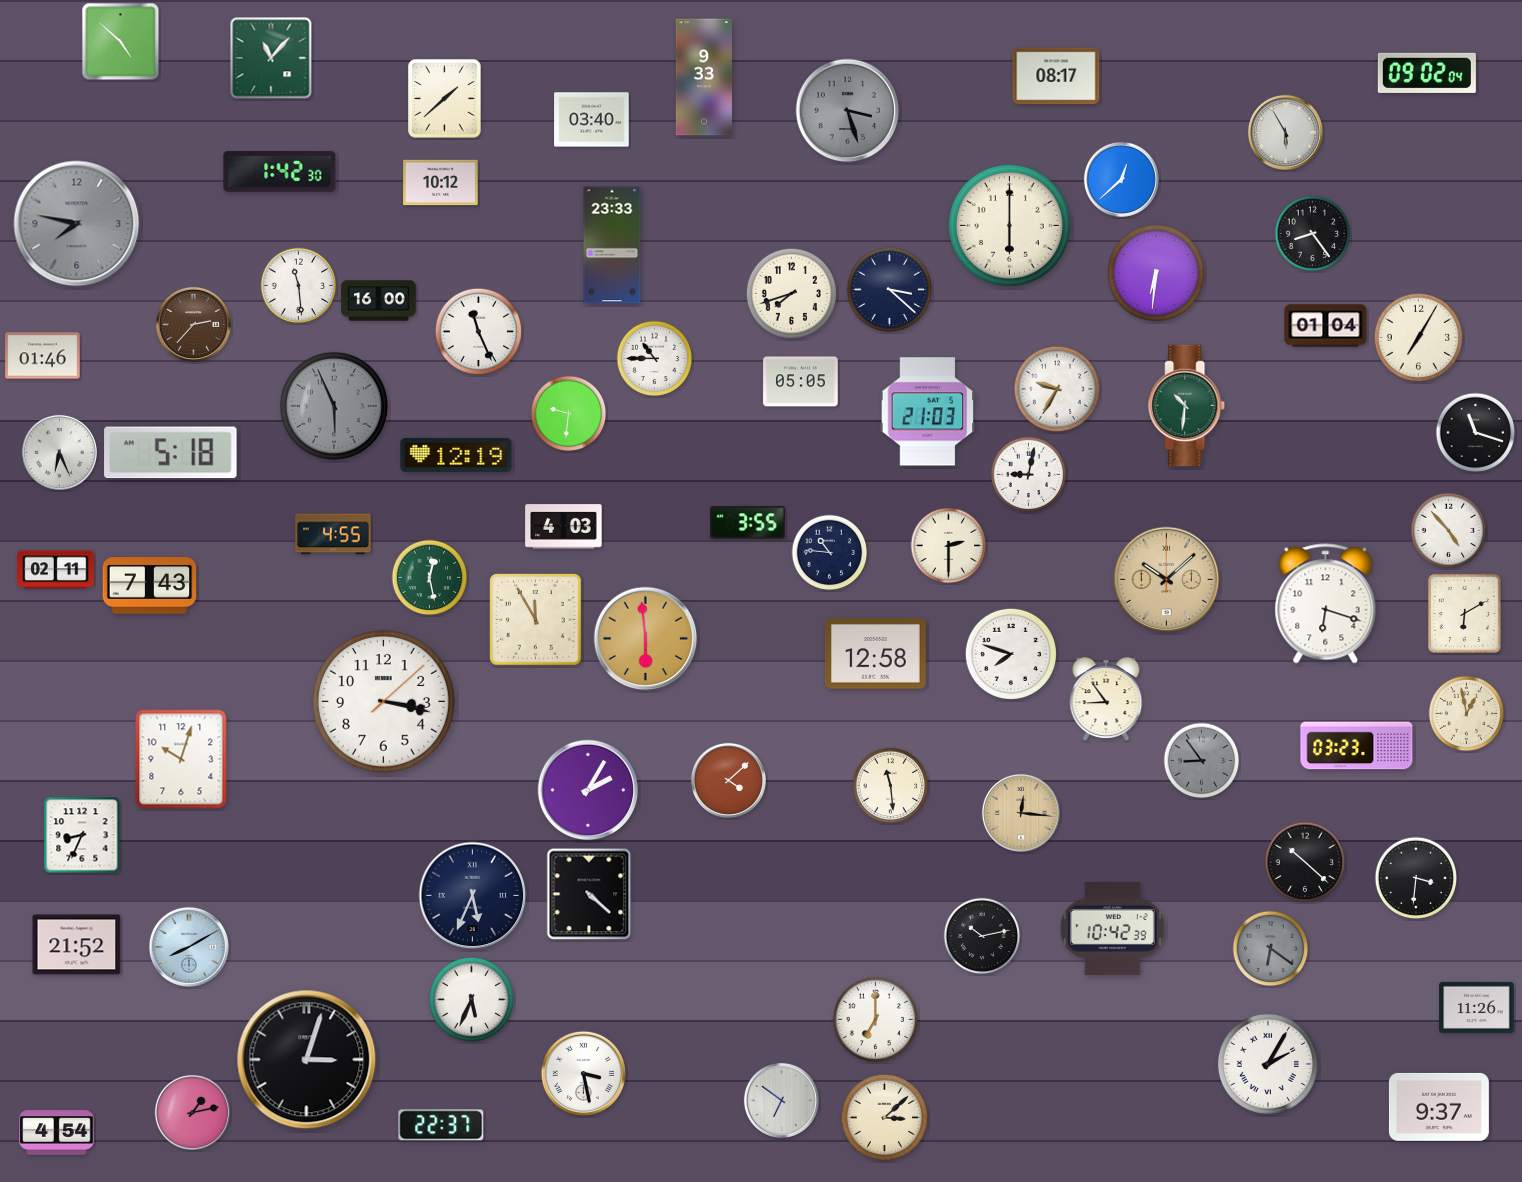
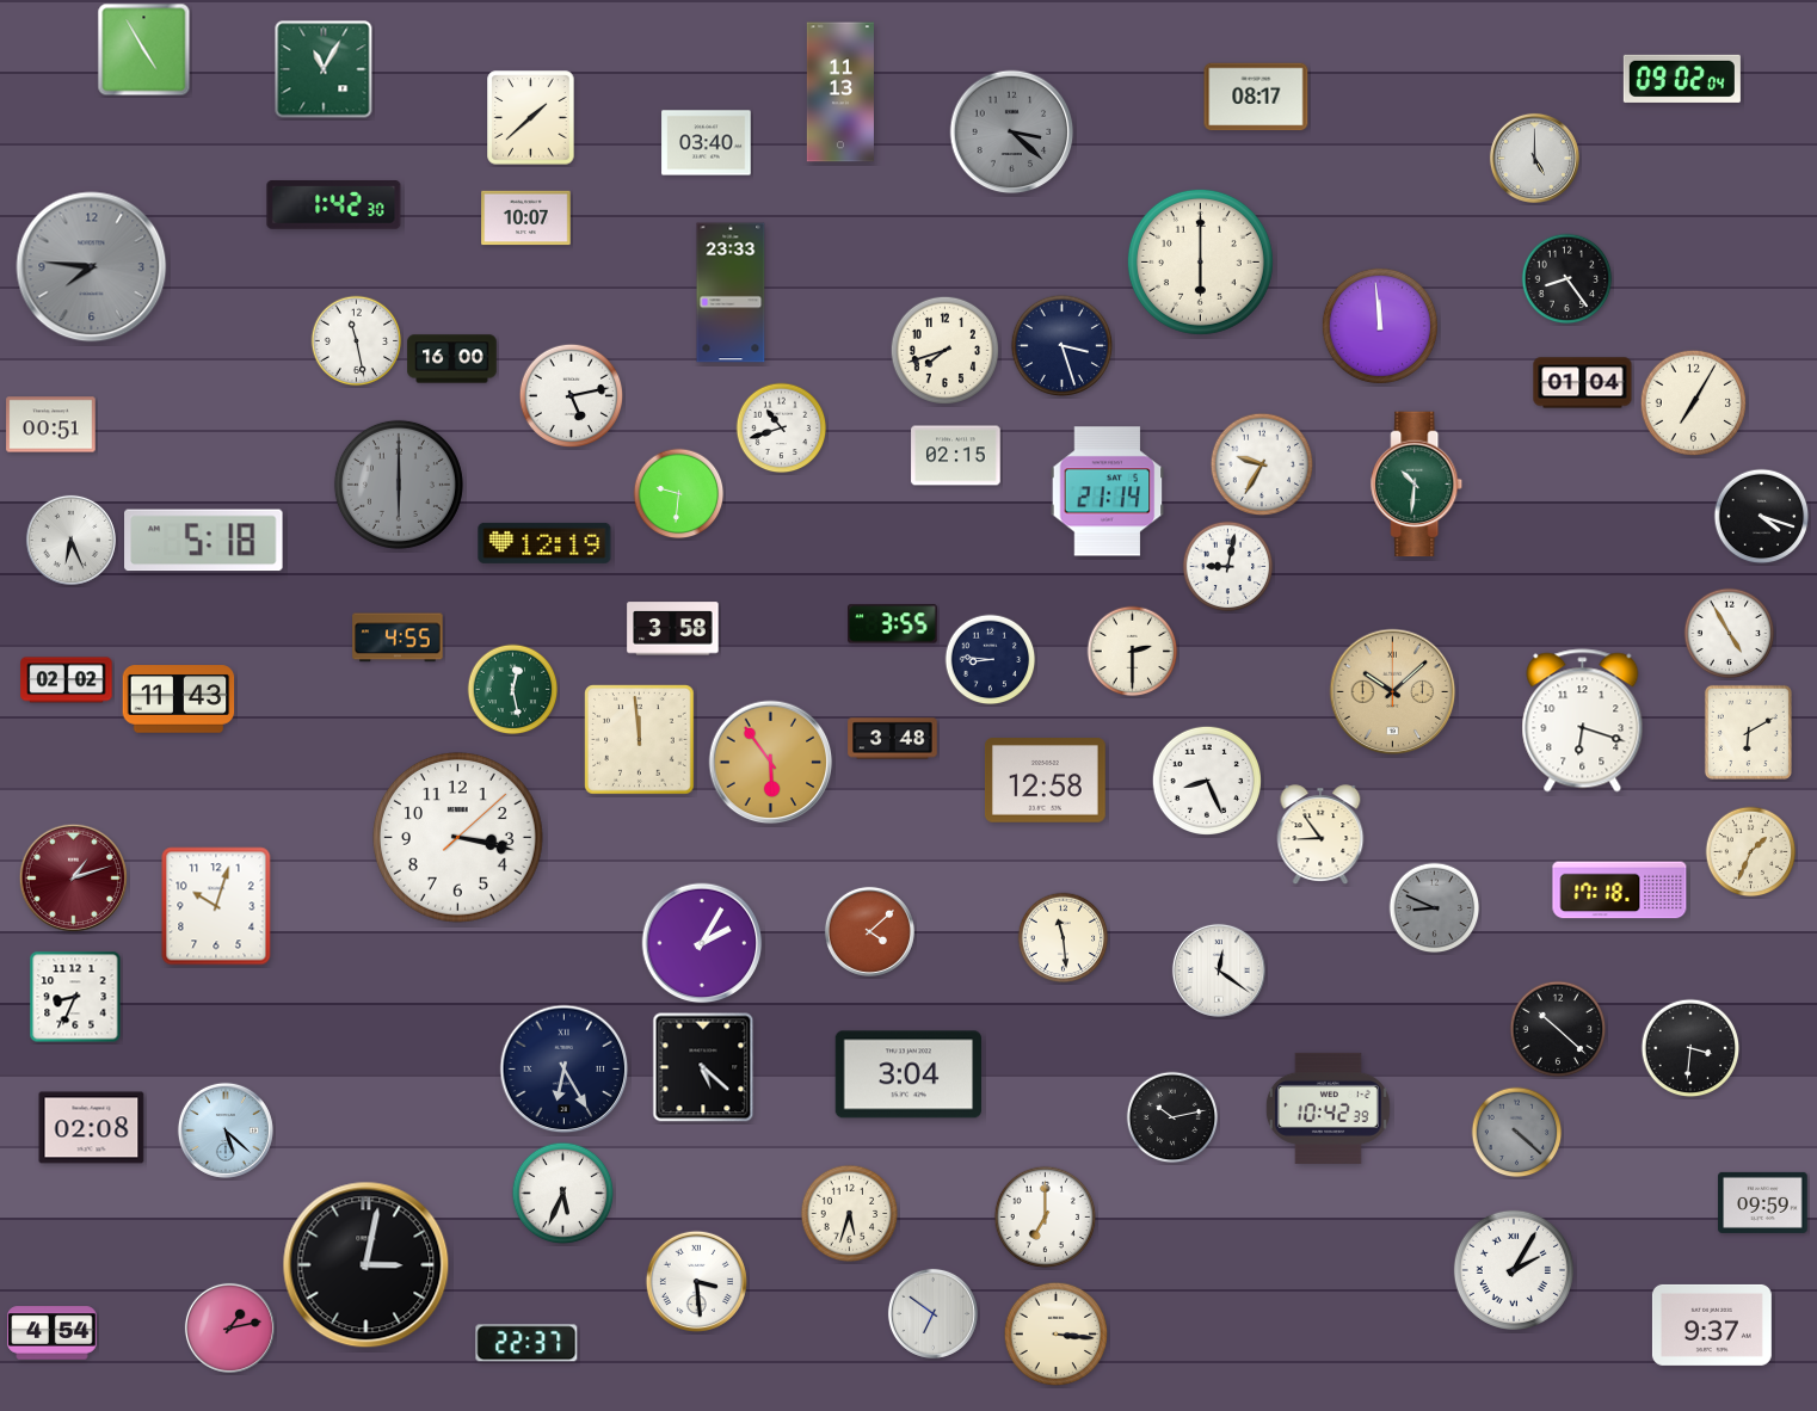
clock at (121, 42): 4:52 -> 4:55
clock at (271, 58): 11:07 -> 11:05
clock at (1427, 73) position: (1427, 73) -> (1682, 79)
clock at (1056, 76) position: (1056, 76) -> (1256, 97)
clock at (704, 77): 9:33 -> 11:13
clock at (848, 111): 3:27 -> 3:22
clock at (1285, 132): 5:55 -> 5:00
clock at (1121, 179): 12:38 -> none
clock at (441, 183): 10:12 -> 10:07
clock at (77, 224): 7:47 -> 7:46
clock at (1009, 225) position: (1009, 225) -> (1200, 261)
clock at (1156, 273): 6:31 -> 11:59
clock at (299, 286): 11:29 -> 11:28
clock at (890, 290): 3:22 -> 3:27
clock at (193, 324): 2:37 -> none
clock at (1326, 326) position: (1326, 326) -> (1583, 383)
clock at (479, 332): 11:26 -> 5:13
clock at (43, 356): 01:46 -> 00:51
clock at (655, 359): 10:45 -> 10:42
clock at (801, 382): 05:05 -> 02:15
clock at (334, 406): 5:56 -> 6:00
clock at (928, 412): 21:03 -> 21:14
clock at (1476, 433): 11:18 -> 4:18
clock at (564, 527): 4:03 -> 3:58
clock at (1449, 531): 4:53 -> 4:55
clock at (830, 553): 10:46 -> 8:46
clock at (56, 570): 02:11 -> 02:02
clock at (150, 586): 7:43 -> 11:43
clock at (893, 739): none -> 3:48
clock at (536, 620): 11:55 -> 11:59
clock at (646, 639): 5:59 -> 5:54
clock at (1010, 653): 7:48 -> 8:26
clock at (1467, 714): 12:58 -> 1:34
clock at (73, 877): none -> 1:12
clock at (1357, 746): 03:23 -> 17:18
clock at (1202, 761): 8:54 -> 8:49
clock at (1021, 813): 12:16 -> 12:21
clock at (1021, 813) dial: champagne -> white
clock at (82, 835) position: (82, 835) -> (75, 997)
clock at (589, 894): 4:22 -> 5:22
clock at (473, 896): 5:34 -> 6:25
clock at (907, 1074): none -> 3:04
clock at (77, 945): 21:52 -> 02:08
clock at (189, 947): 8:10 -> 5:22
clock at (1271, 949): 6:21 -> 4:22
clock at (1477, 1007): 11:26 -> 09:59
clock at (850, 1214): none -> 5:33
clock at (307, 1060): 3:03 -> 3:02
clock at (583, 1073): 3:28 -> 3:29
clock at (1439, 1107) position: (1439, 1107) -> (1712, 1325)
clock at (885, 1118): 3:08 -> 3:16
clock at (57, 1133) position: (57, 1133) -> (53, 1333)
